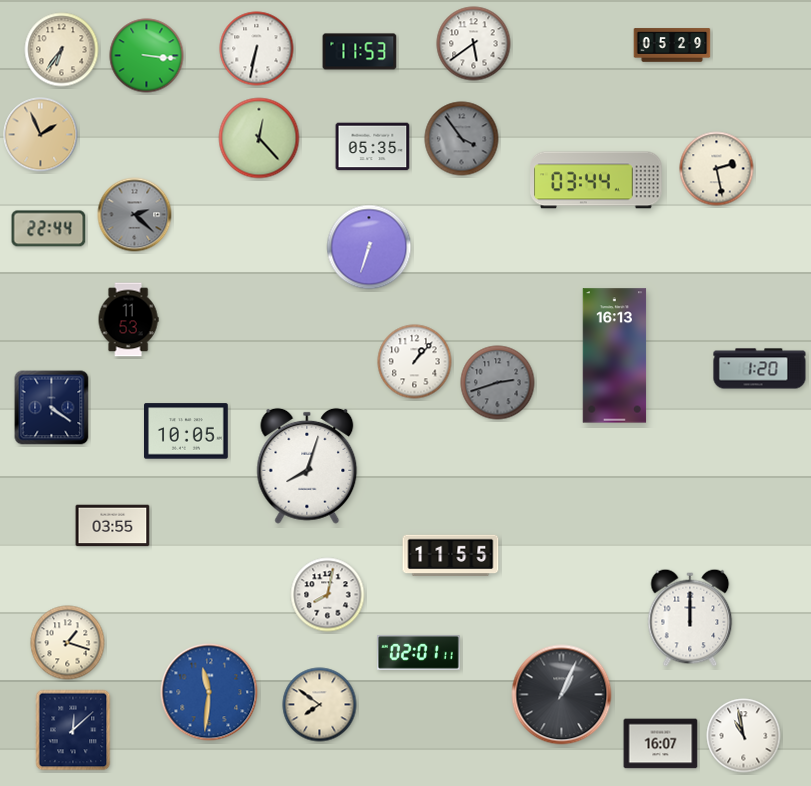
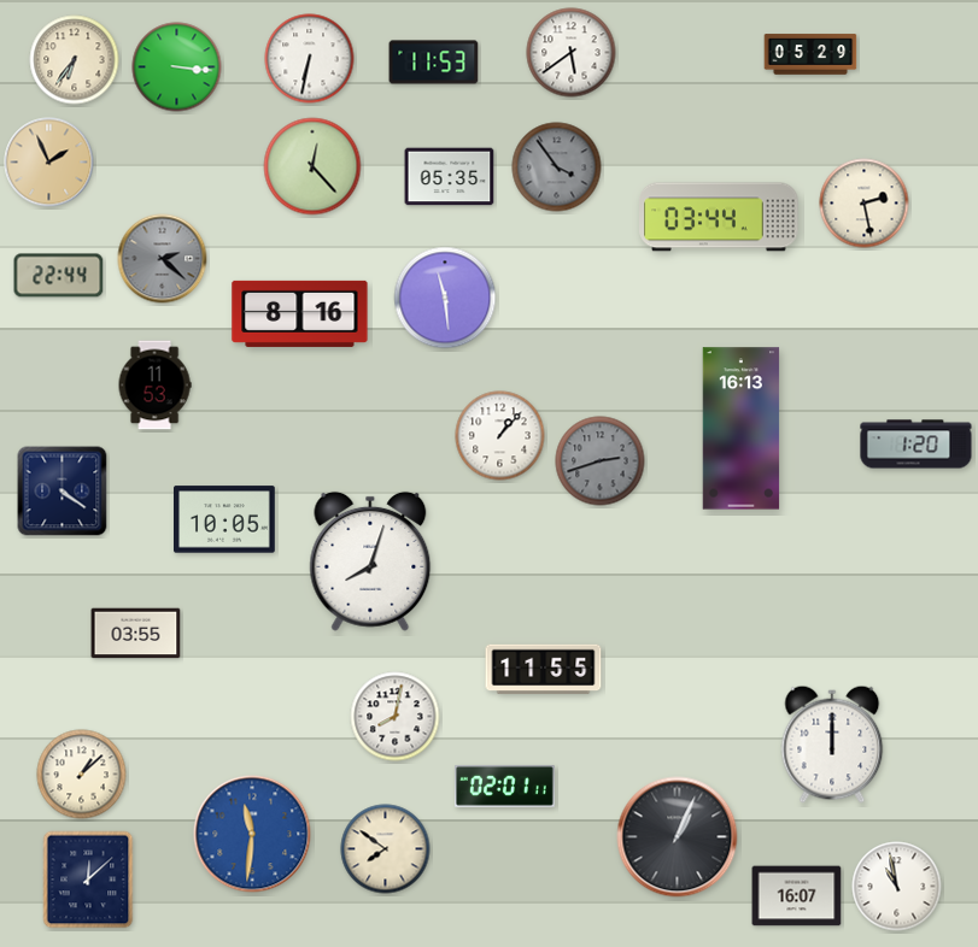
clock at (369, 247): 6:33 -> 11:29
clock at (300, 313): none -> 8:16
clock at (68, 643): 1:18 -> 1:08
